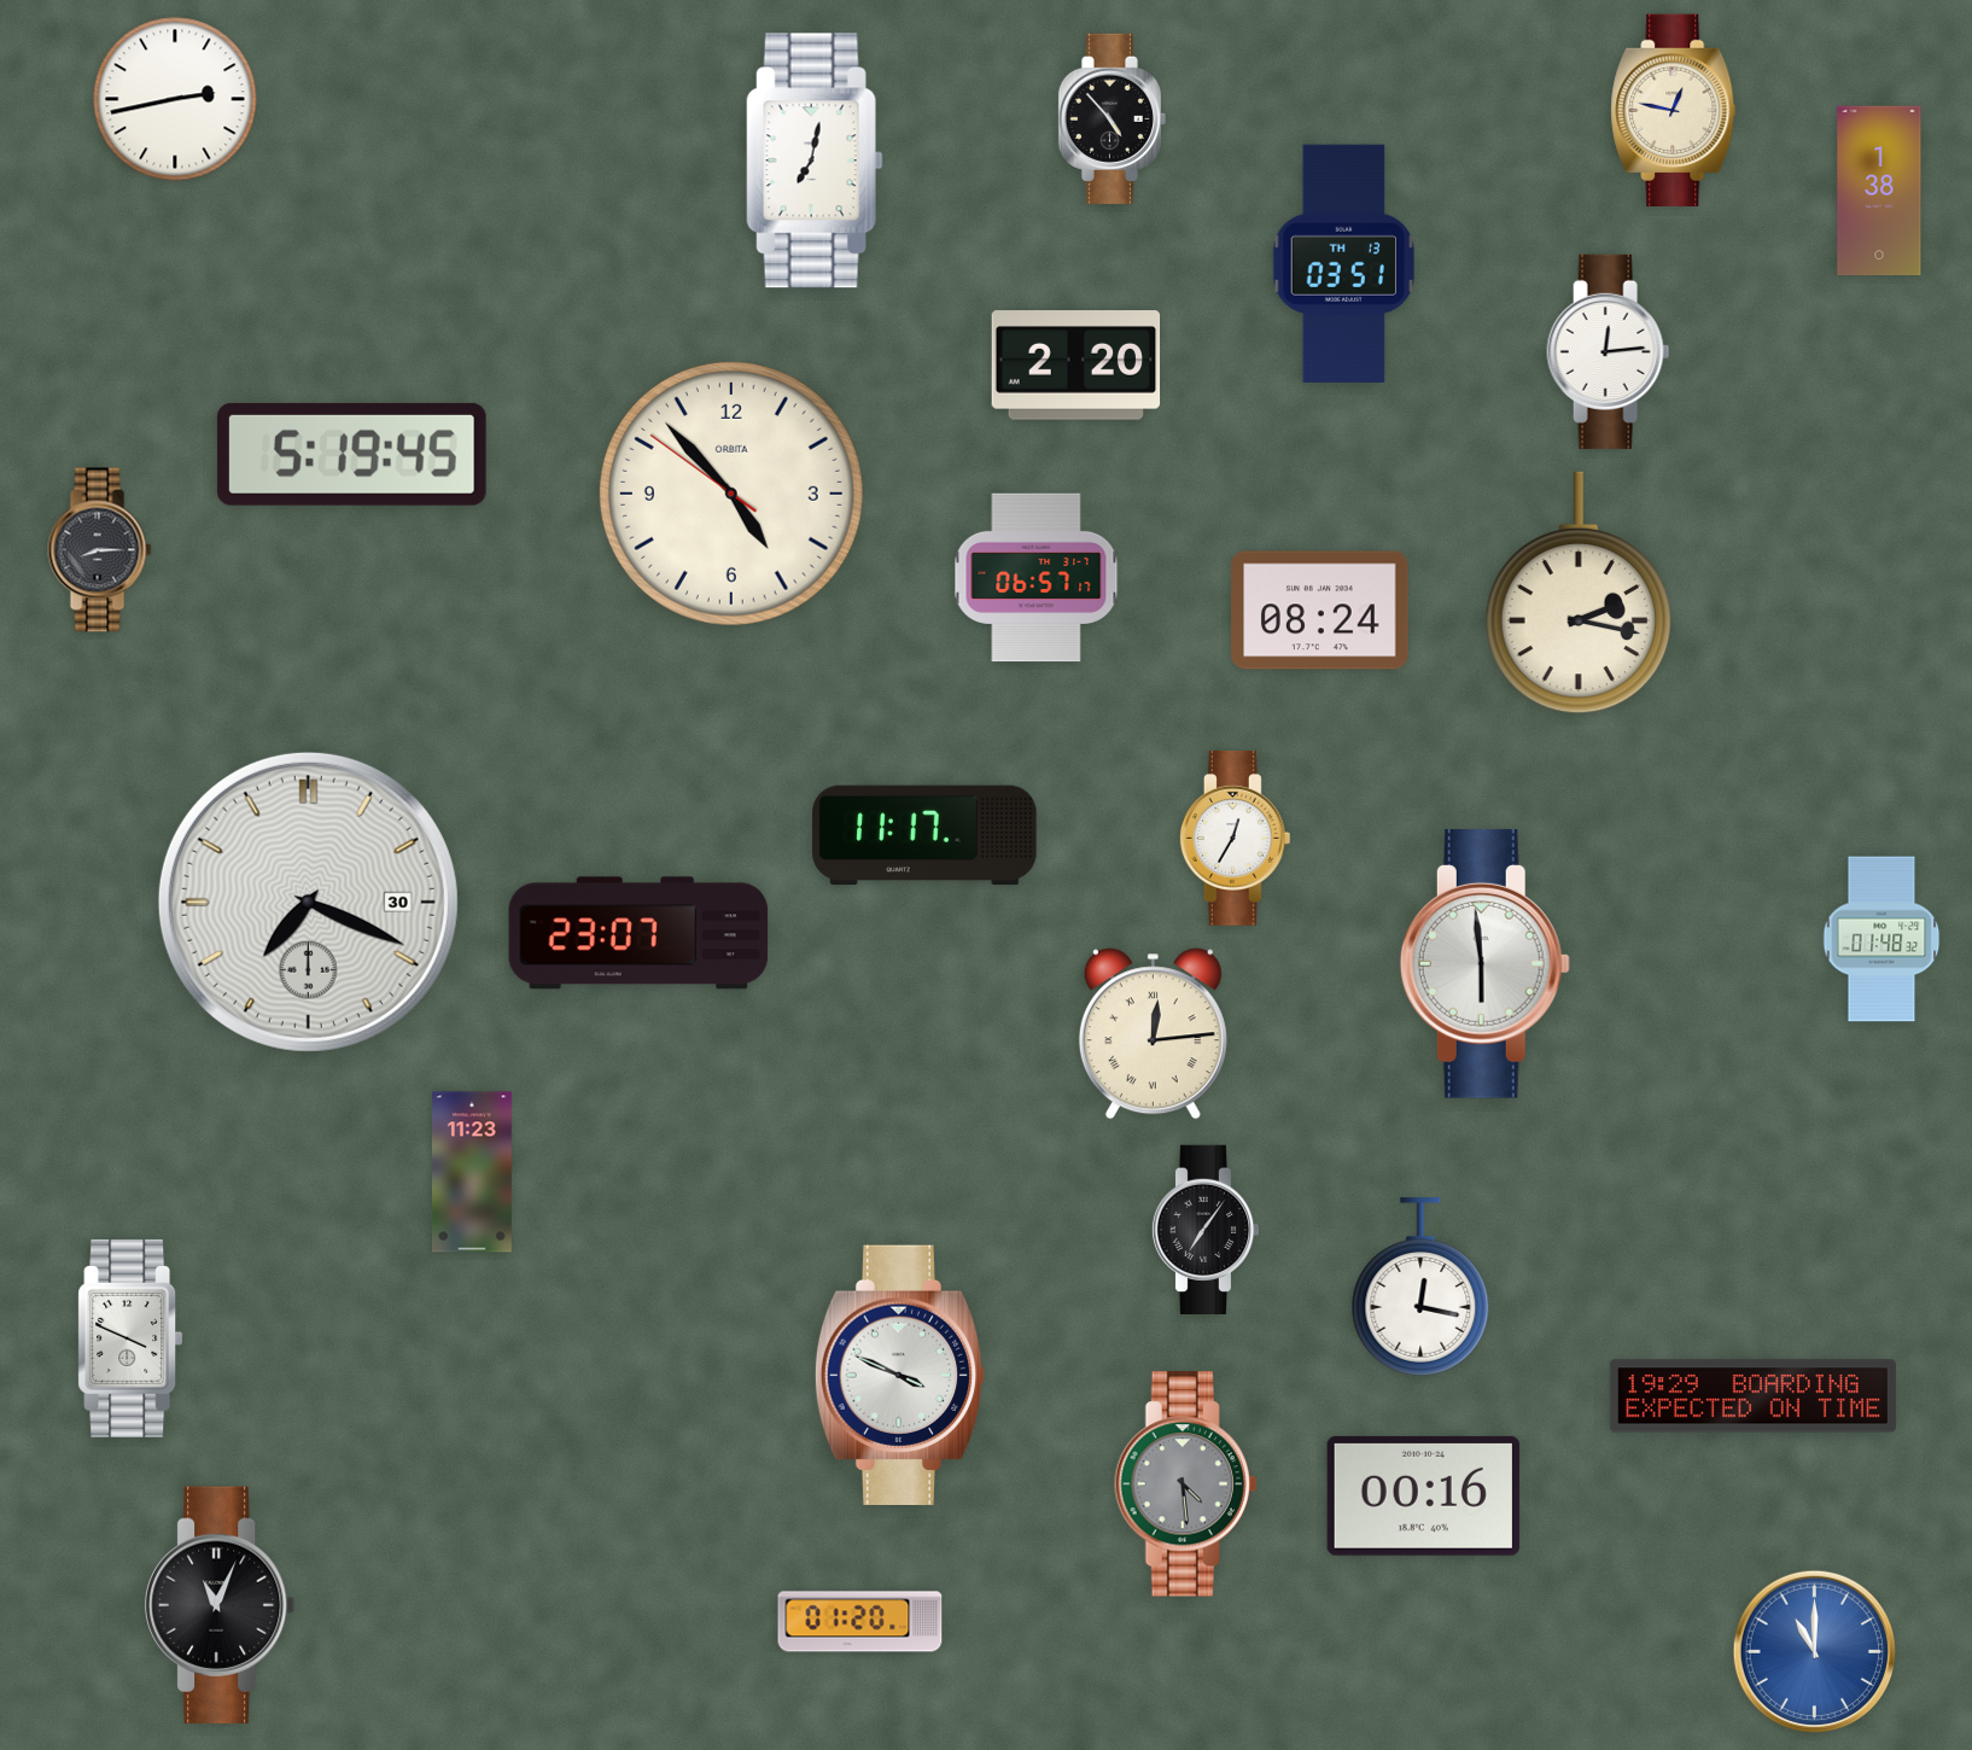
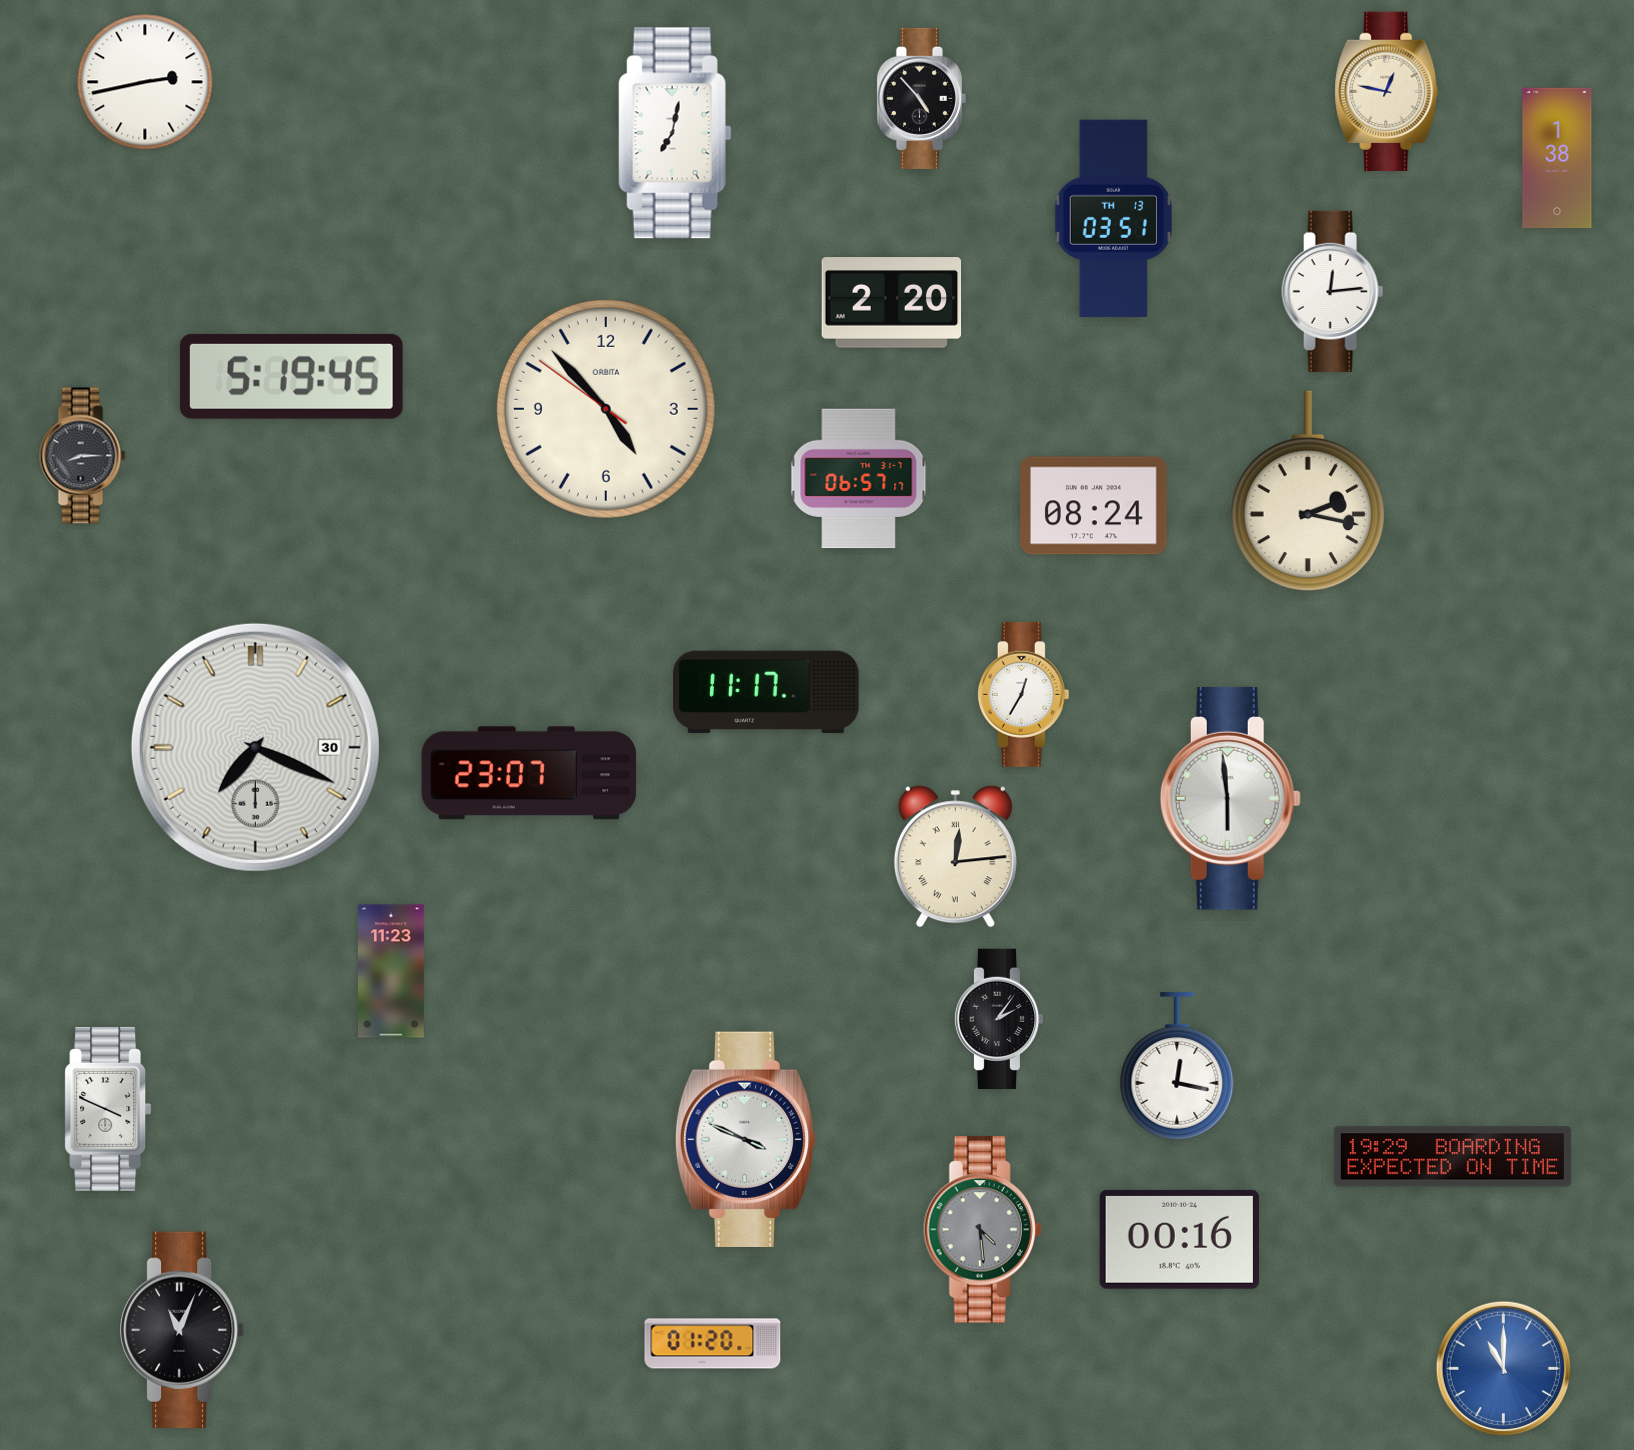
clock at (1881, 939): 01:48 -> none
clock at (1206, 1229): 7:06 -> 2:06
